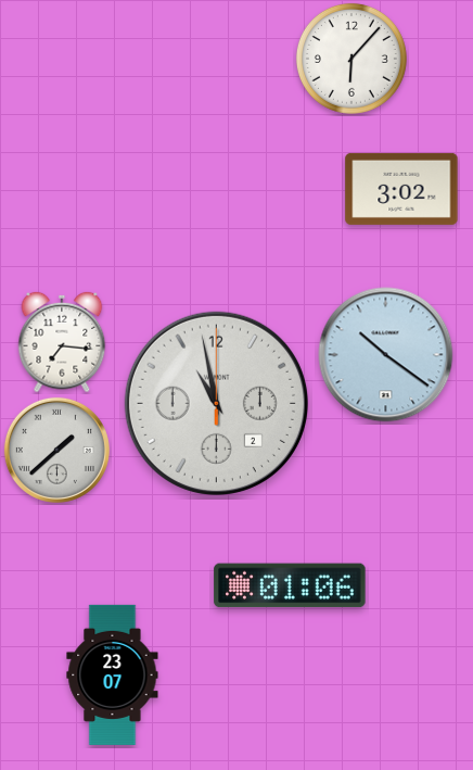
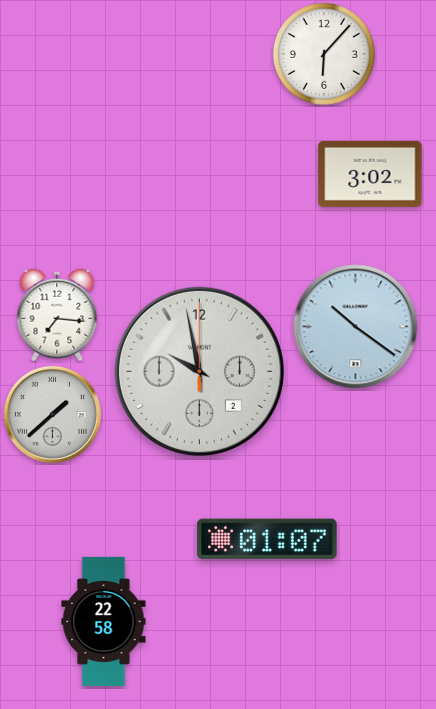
clock at (216, 403): 10:58 -> 9:58
clock at (290, 585): 01:06 -> 01:07
clock at (113, 674): 23:07 -> 22:58
